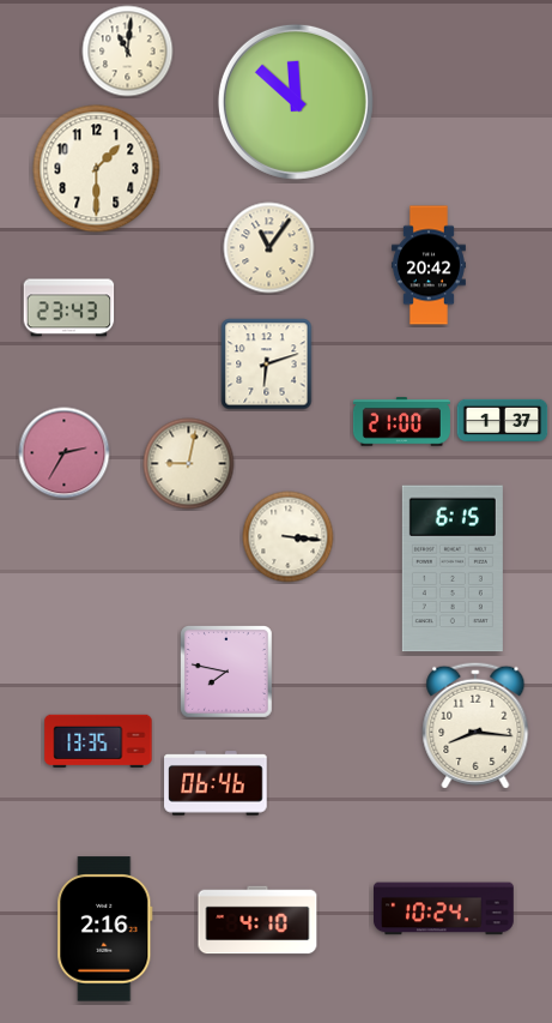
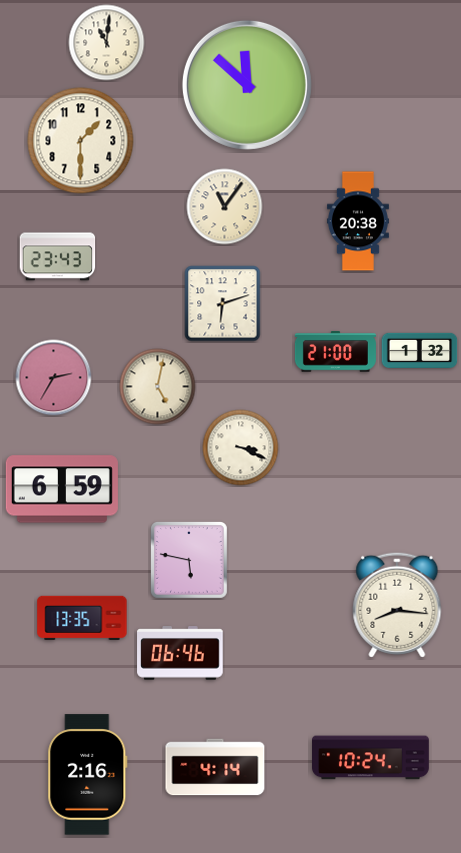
clock at (429, 265): 20:42 -> 20:38
clock at (503, 420): 1:37 -> 1:32
clock at (189, 464): 9:02 -> 5:02
clock at (289, 537): 3:16 -> 3:19
clock at (453, 568): 6:15 -> none
clock at (62, 489): none -> 6:59
clock at (228, 673): 7:47 -> 5:47
clock at (257, 920): 4:10 -> 4:14
